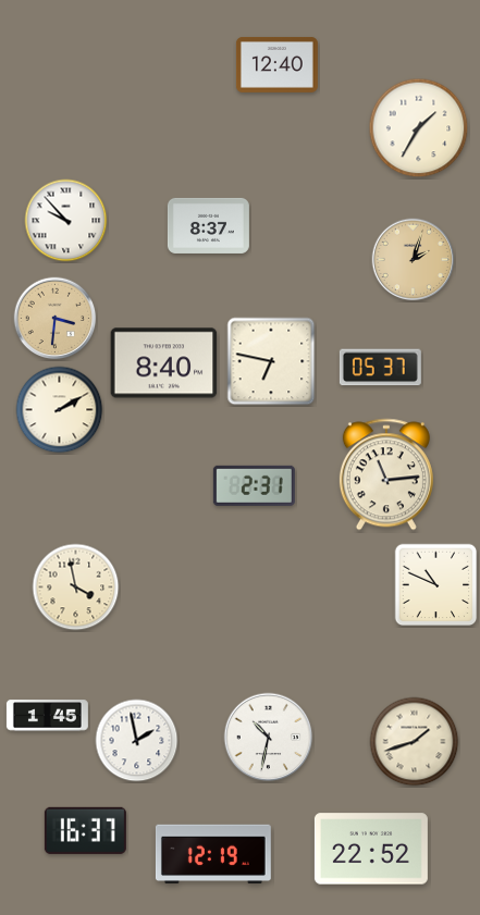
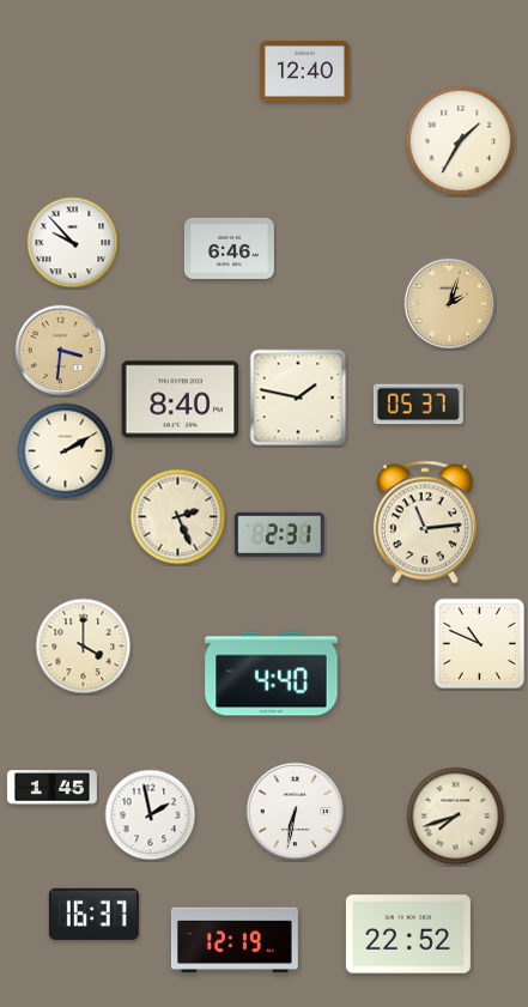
clock at (208, 225): 8:37 -> 6:46
clock at (414, 260) position: (414, 260) -> (450, 304)
clock at (271, 361): 6:47 -> 1:47
clock at (178, 517): none -> 2:26
clock at (76, 588): 3:58 -> 4:00
clock at (272, 674): none -> 4:40
clock at (269, 738): 10:32 -> 6:32
clock at (415, 742): 1:42 -> 7:42
